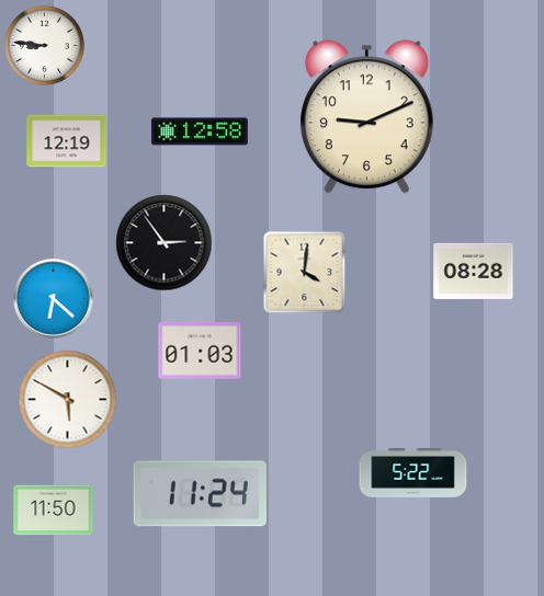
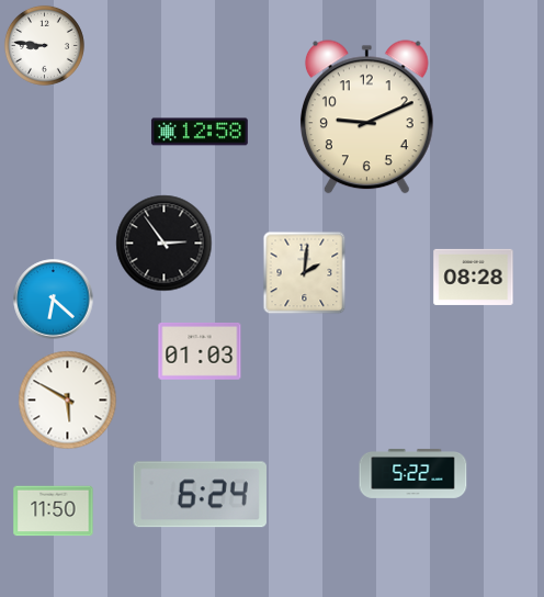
clock at (67, 141): 12:19 -> none
clock at (474, 271) position: (474, 271) -> (474, 277)
clock at (305, 273): 4:01 -> 2:01
clock at (200, 494): 11:24 -> 6:24
